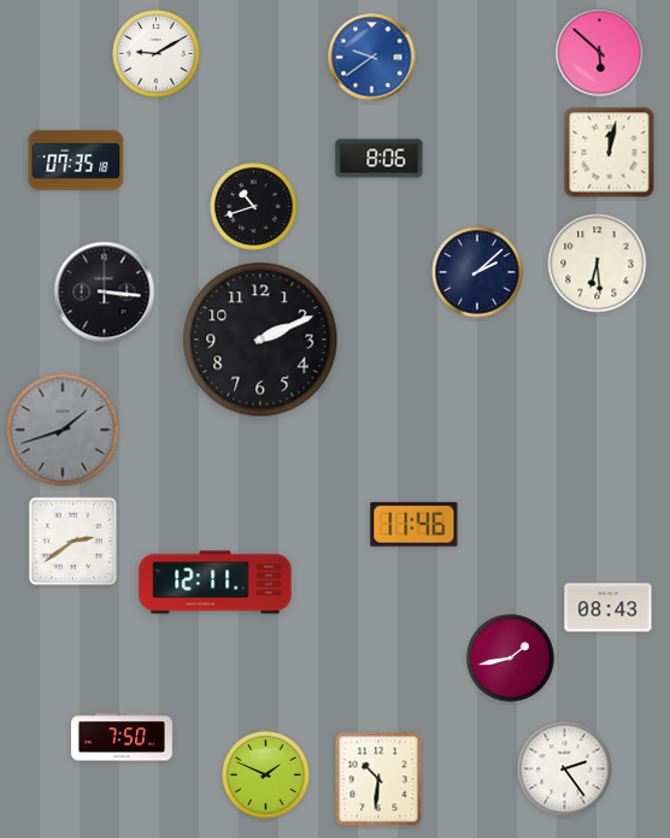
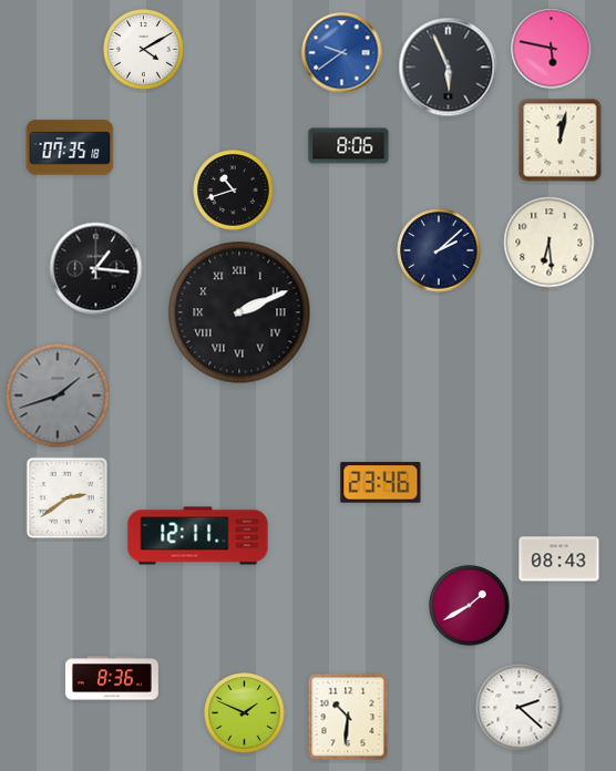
clock at (600, 53): 5:52 -> 5:47
clock at (157, 54): 9:10 -> 4:10
clock at (449, 68): none -> 5:56
clock at (105, 293): 3:16 -> 1:16
clock at (260, 340) numerals: Arabic -> Roman
clock at (415, 525): 11:46 -> 23:46
clock at (511, 659): 1:43 -> 1:40
clock at (122, 737): 7:50 -> 8:36
clock at (565, 769): 2:24 -> 2:22
